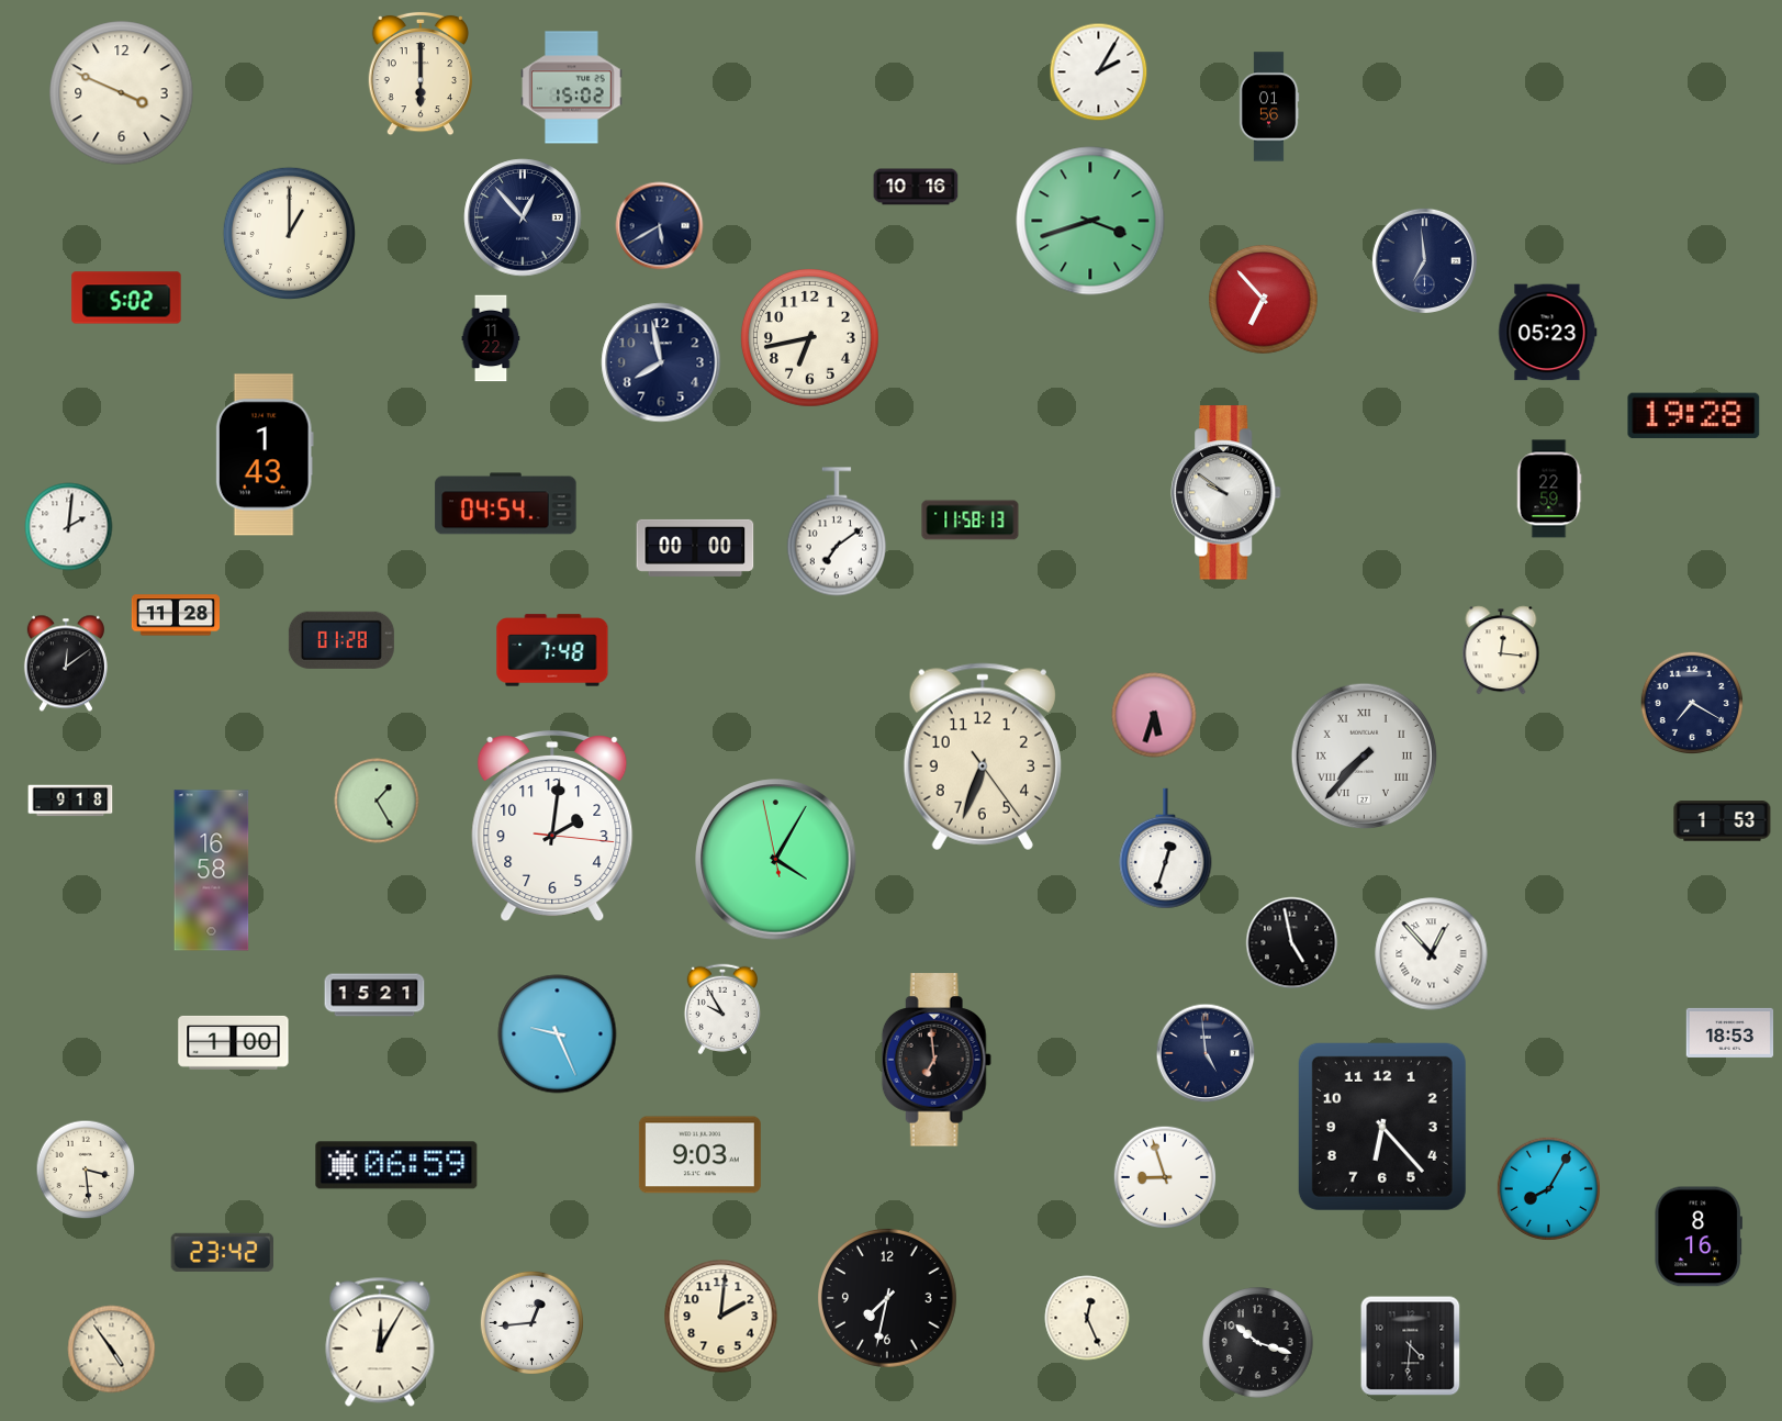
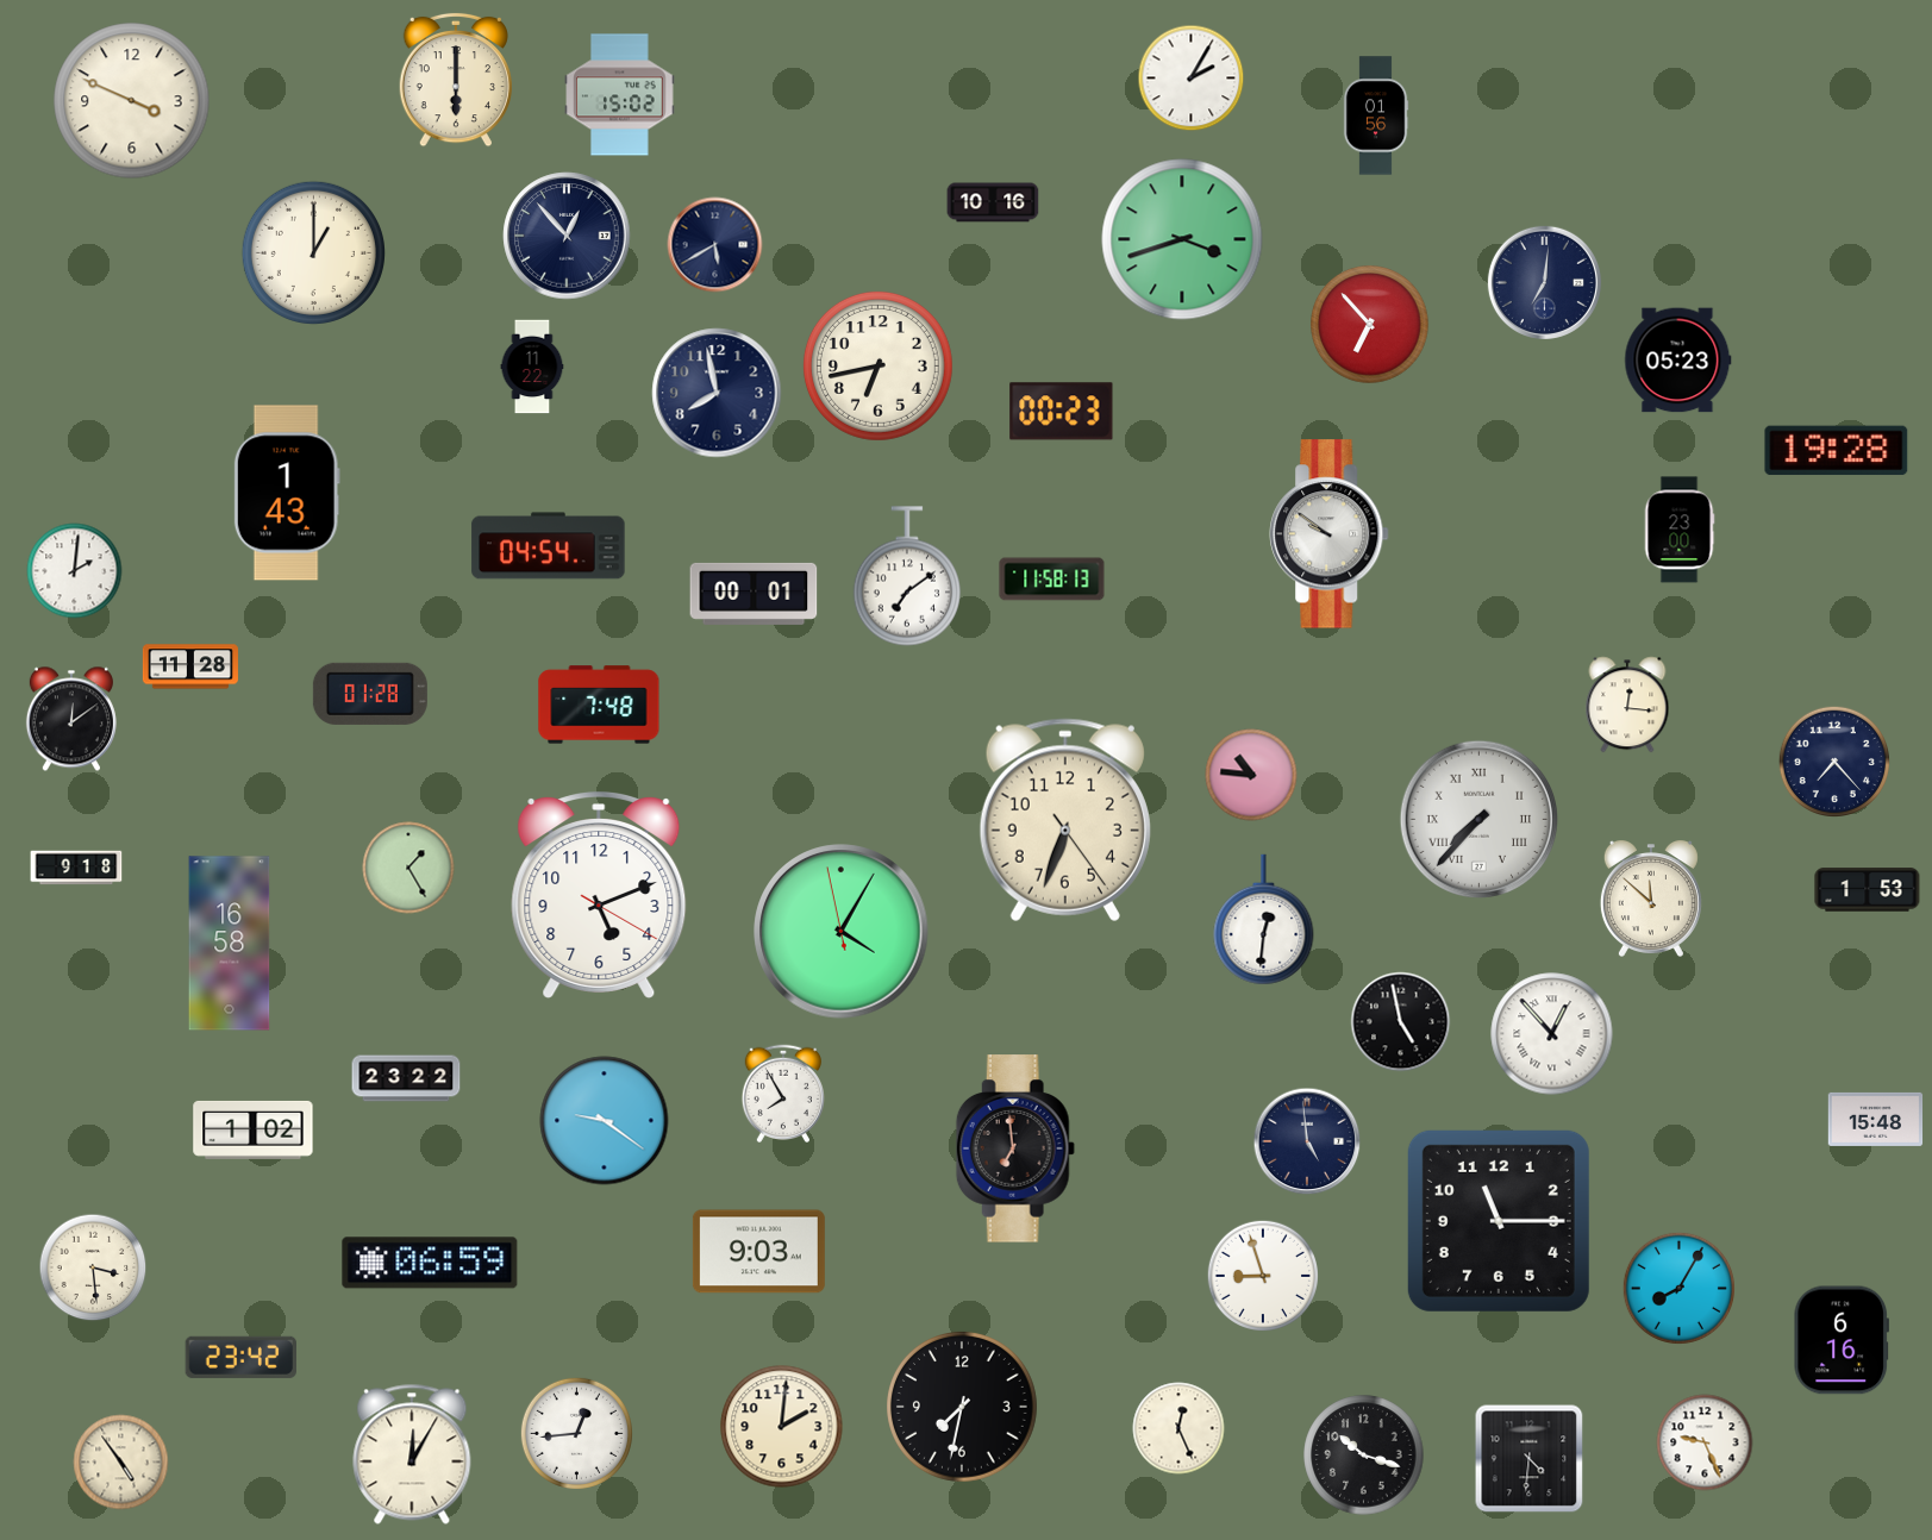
clock at (1424, 260): 6:59 -> 7:01
clock at (126, 298): 5:02 -> none
clock at (1062, 412): none -> 00:23
clock at (1549, 489): 22:59 -> 23:00
clock at (971, 521) position: (971, 521) -> (1052, 580)
clock at (695, 548): 00:00 -> 00:01
clock at (1691, 702): 7:20 -> 7:23
clock at (1154, 715): 5:33 -> 10:46
clock at (552, 827): 2:01 -> 5:11
clock at (1651, 899): none -> 11:52
clock at (1166, 849): 12:33 -> 12:31
clock at (374, 995): 15:21 -> 23:22
clock at (721, 1009): 9:55 -> 7:55
clock at (1730, 1032): 18:53 -> 15:48
clock at (558, 1034): 9:26 -> 9:21
clock at (234, 1042): 1:00 -> 1:02
clock at (1382, 1127): 6:23 -> 11:15
clock at (1699, 1237): 8:16 -> 6:16
clock at (1705, 1442): none -> 9:26
